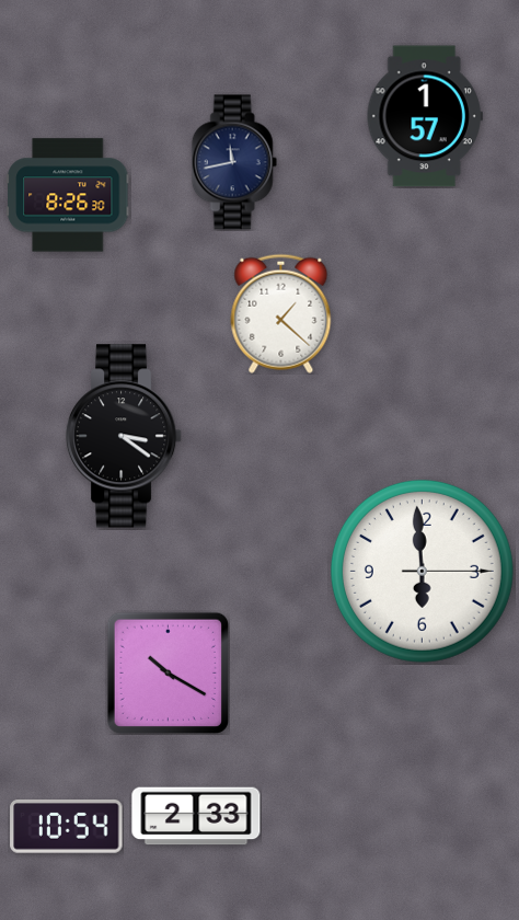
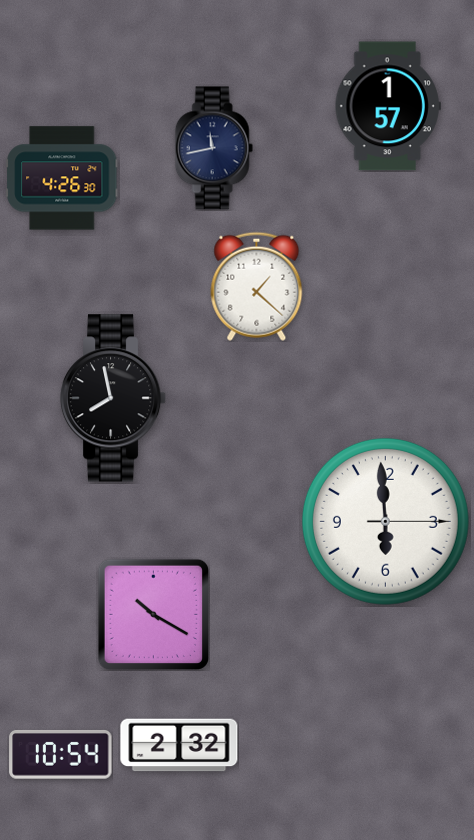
clock at (68, 195): 8:26 -> 4:26
clock at (124, 436): 3:21 -> 7:58
clock at (196, 816): 2:33 -> 2:32
